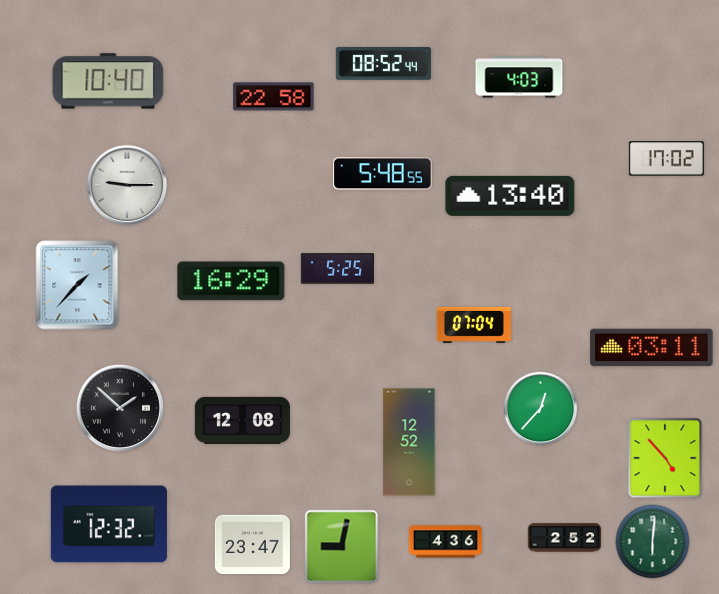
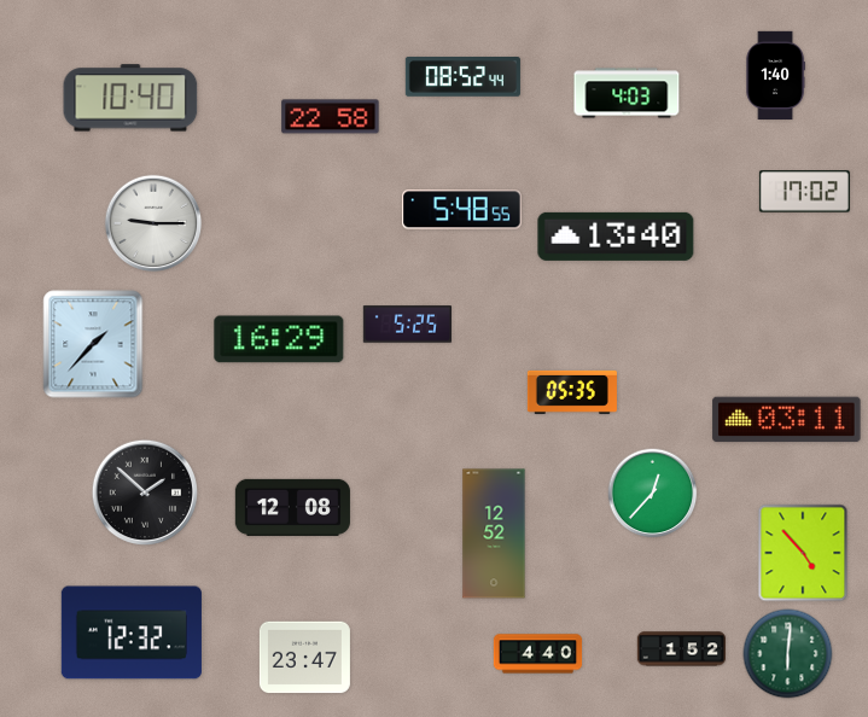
clock at (775, 75): none -> 1:40
clock at (474, 325): 07:04 -> 05:35
clock at (564, 538): 2:52 -> 1:52
clock at (446, 542): 4:36 -> 4:40
clock at (342, 547): 9:02 -> none
